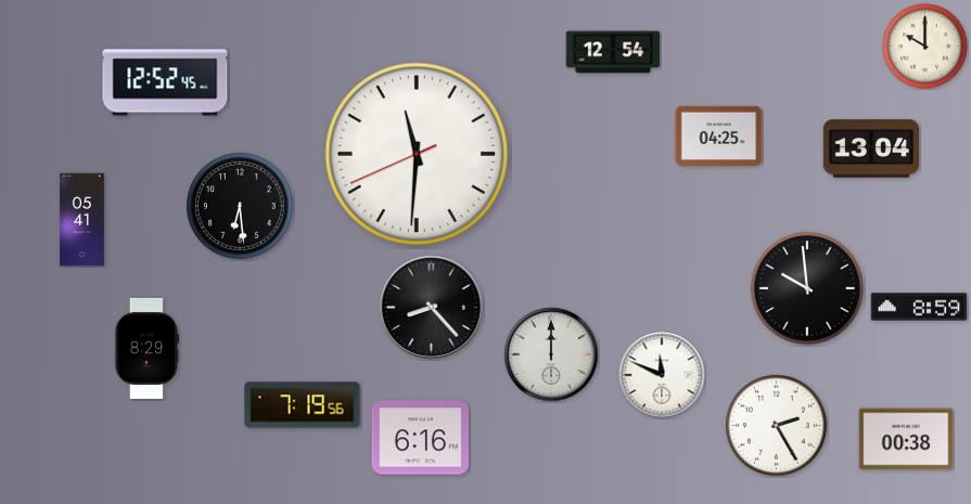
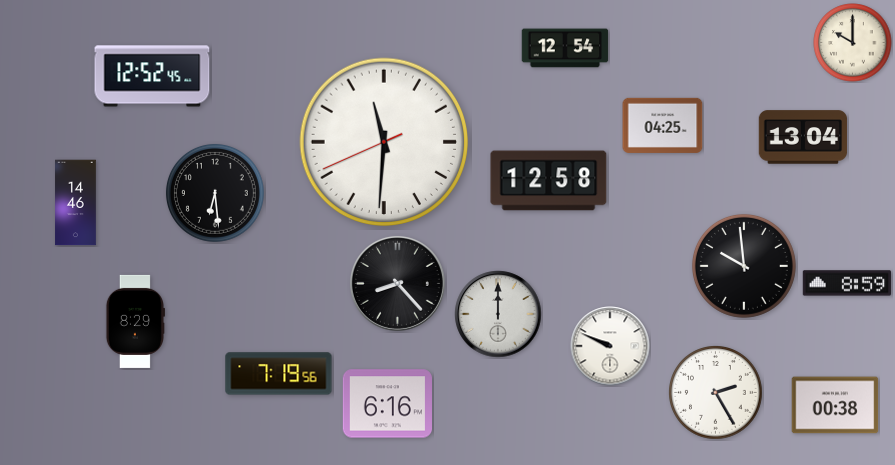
clock at (549, 181): none -> 12:58
clock at (240, 206) position: (240, 206) -> (215, 193)
clock at (82, 220): 05:41 -> 14:46
clock at (551, 354) position: (551, 354) -> (498, 314)
clock at (662, 375): 11:49 -> 9:49
